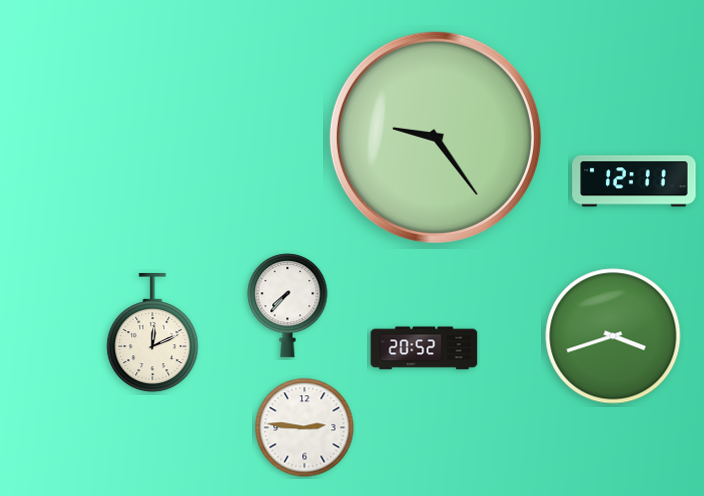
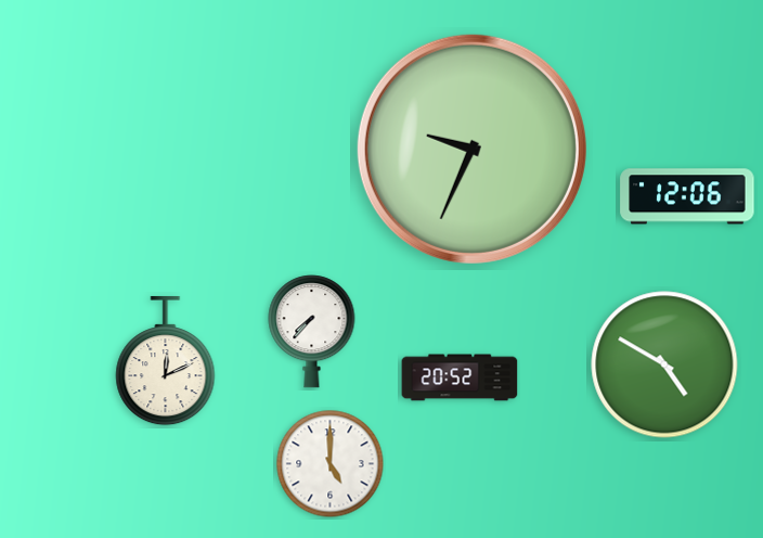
clock at (435, 137): 9:24 -> 9:34
clock at (634, 181): 12:11 -> 12:06
clock at (613, 336): 3:42 -> 4:50
clock at (305, 428): 2:46 -> 5:00
